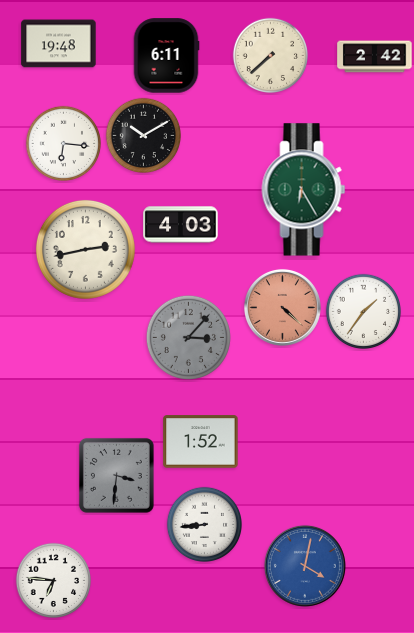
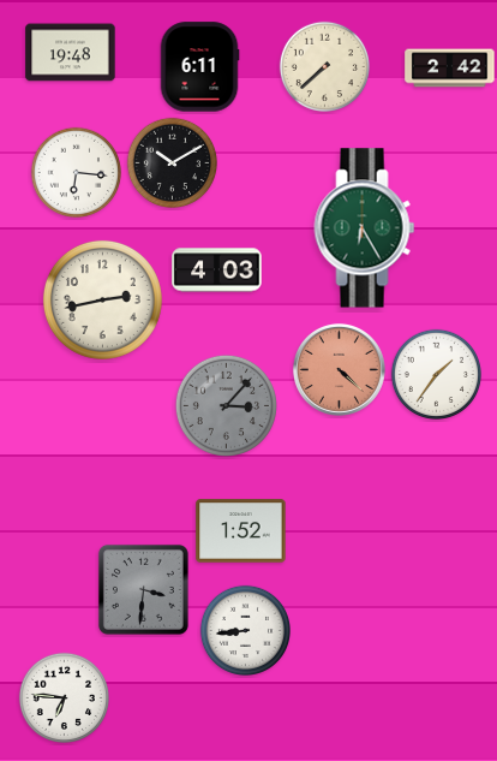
clock at (116, 475) position: (116, 475) -> (143, 589)
clock at (305, 566): 4:02 -> none
